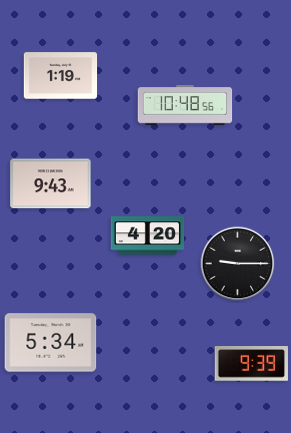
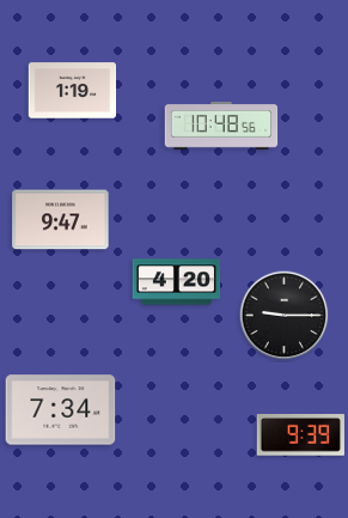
clock at (51, 184): 9:43 -> 9:47
clock at (51, 343): 5:34 -> 7:34
